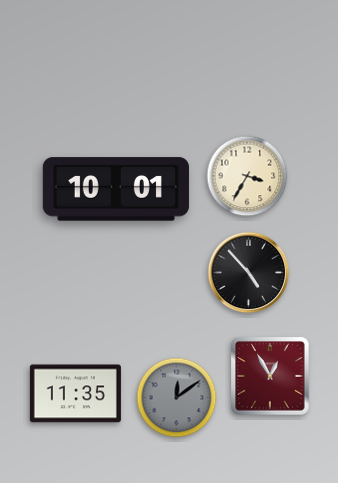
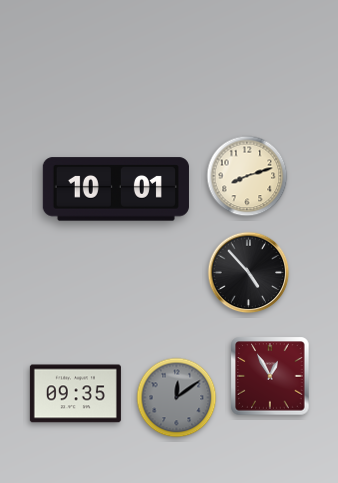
clock at (247, 176): 3:35 -> 8:12
clock at (75, 394): 11:35 -> 09:35
